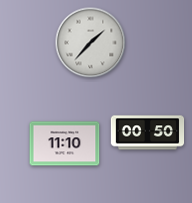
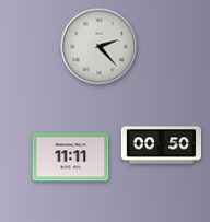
clock at (91, 43): 1:37 -> 2:23
clock at (65, 144): 11:10 -> 11:11
